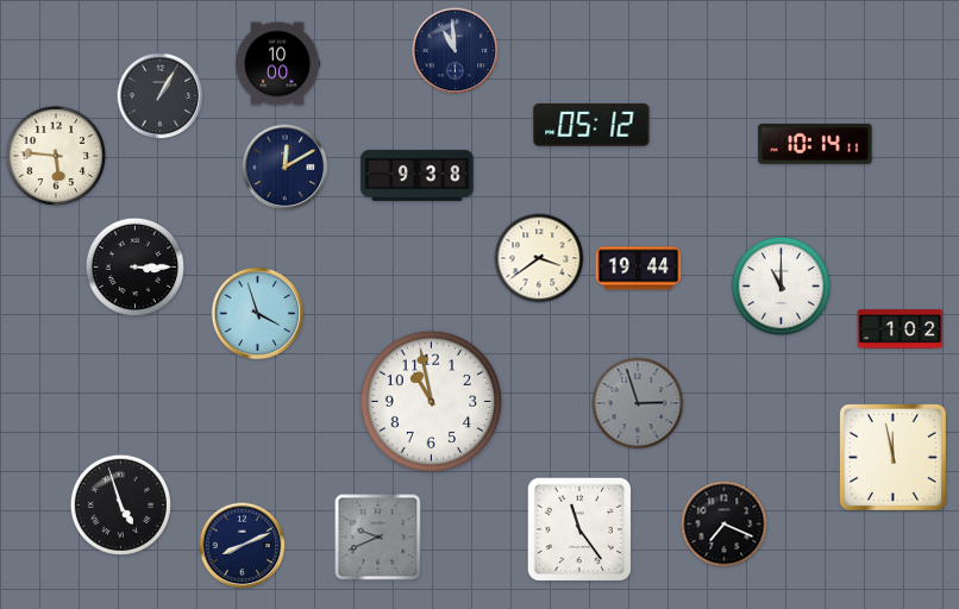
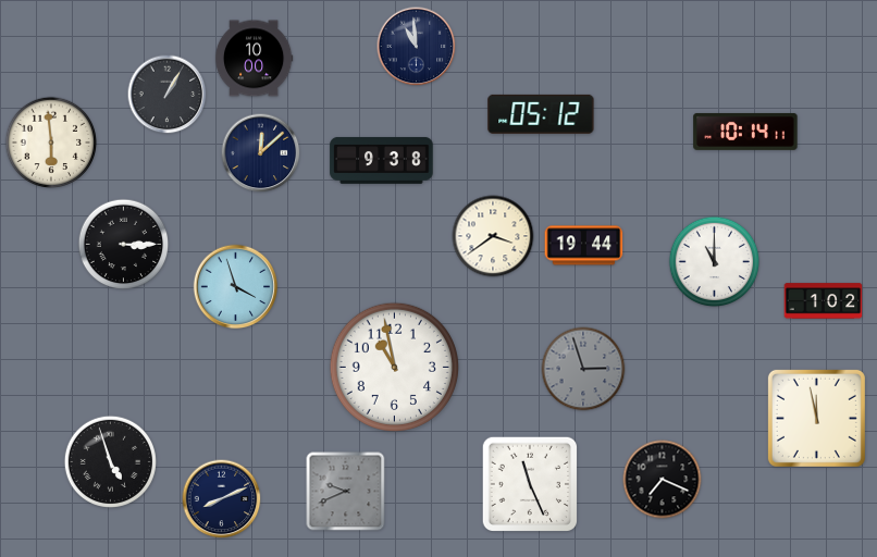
clock at (161, 96) position: (161, 96) -> (168, 95)
clock at (55, 155): 5:46 -> 5:59
clock at (286, 168): 12:10 -> 12:08
clock at (578, 528): 11:24 -> 11:26
